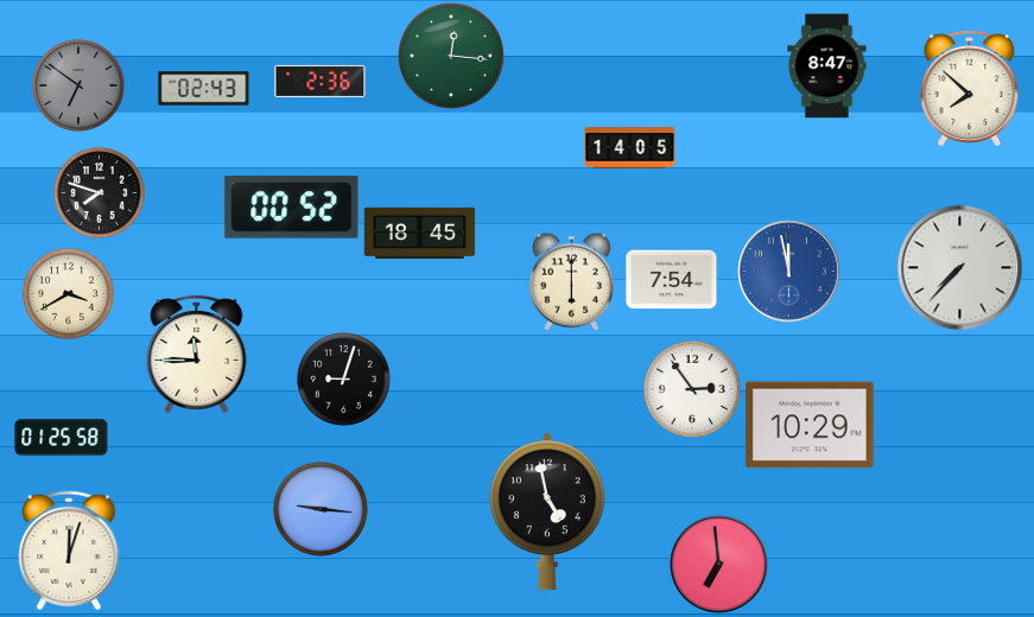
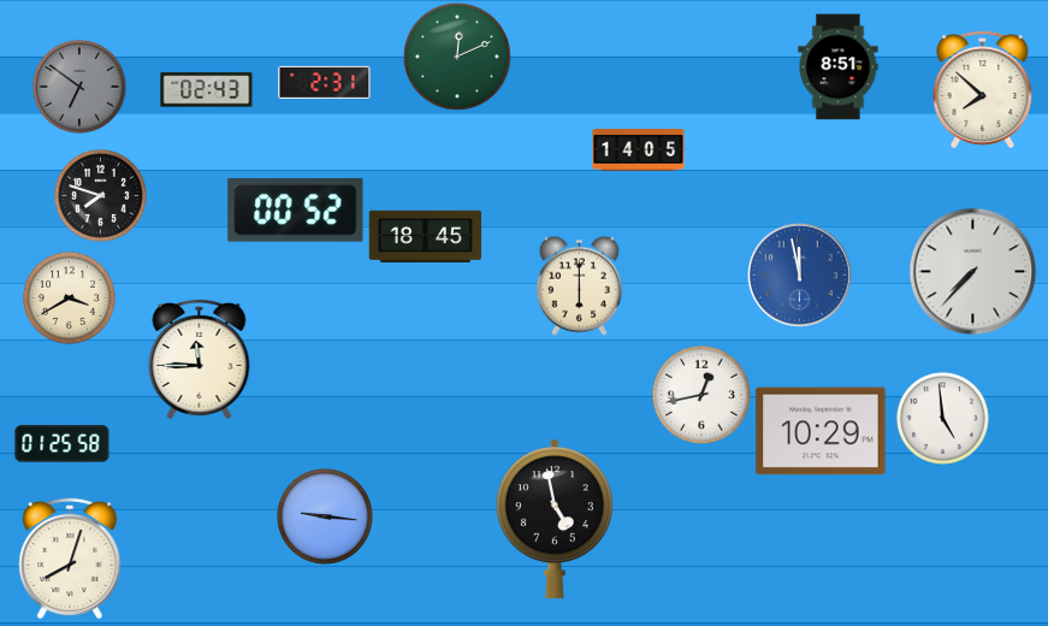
clock at (451, 56): 12:16 -> 12:11
clock at (827, 66): 8:47 -> 8:51
clock at (321, 81): 2:36 -> 2:31
clock at (672, 280): 7:54 -> none
clock at (343, 379): 9:03 -> none
clock at (692, 389): 2:54 -> 12:43
clock at (942, 418): none -> 4:59
clock at (69, 549): 12:03 -> 8:03
clock at (719, 565): 6:59 -> none
